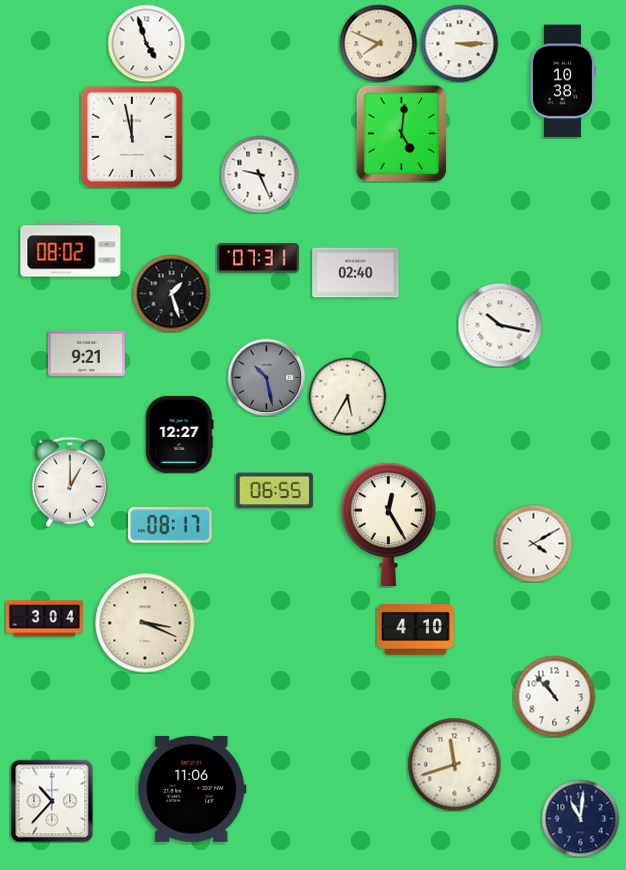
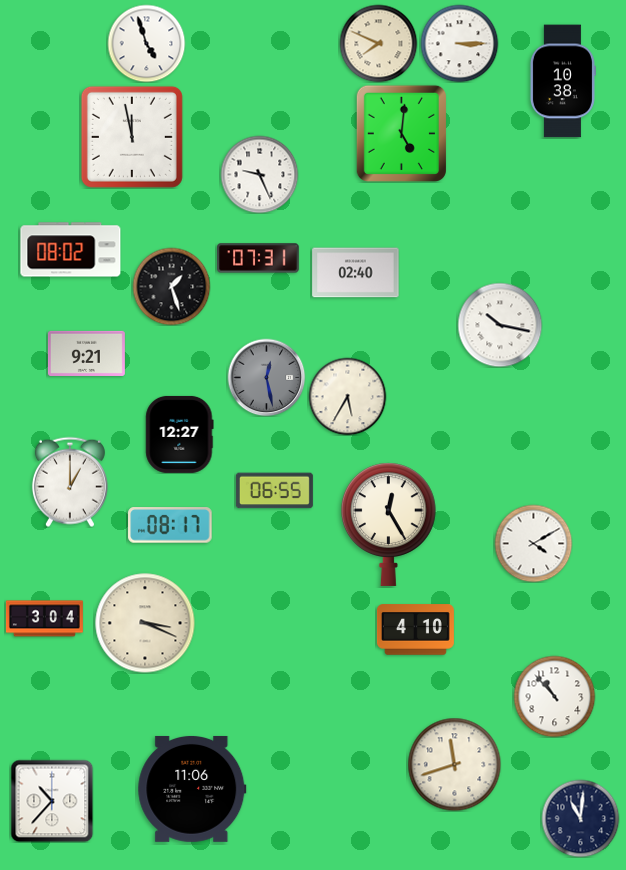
clock at (171, 293) position: (171, 293) -> (171, 286)
clock at (266, 377): 10:28 -> 12:28
